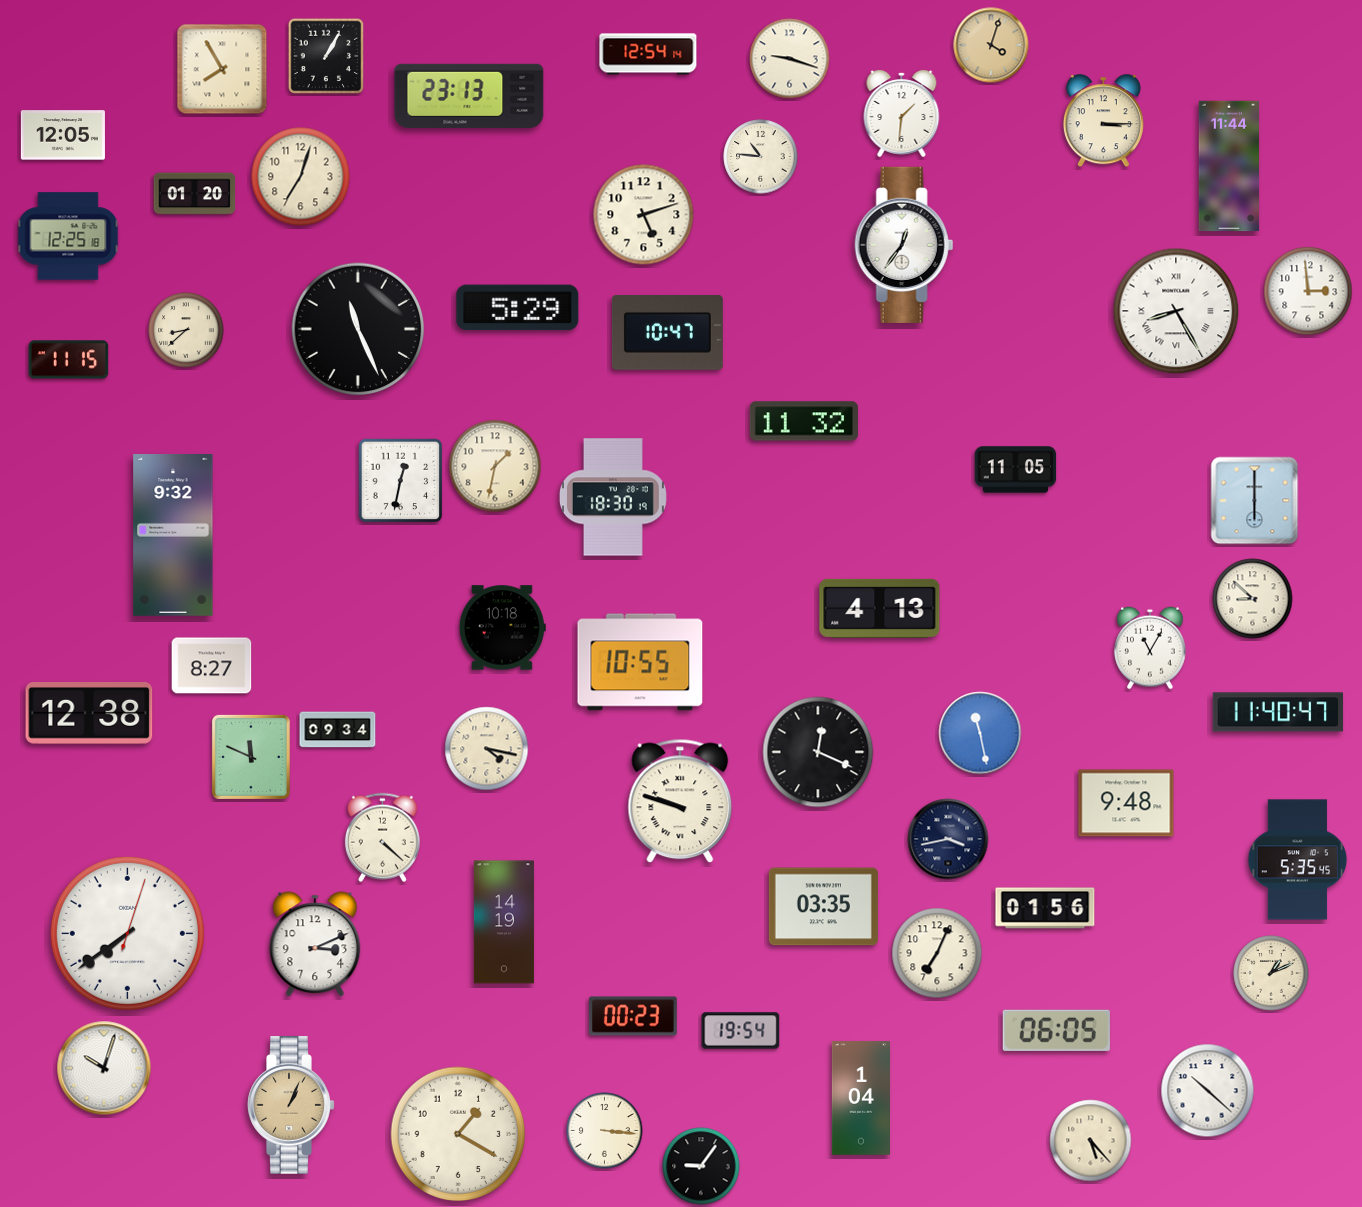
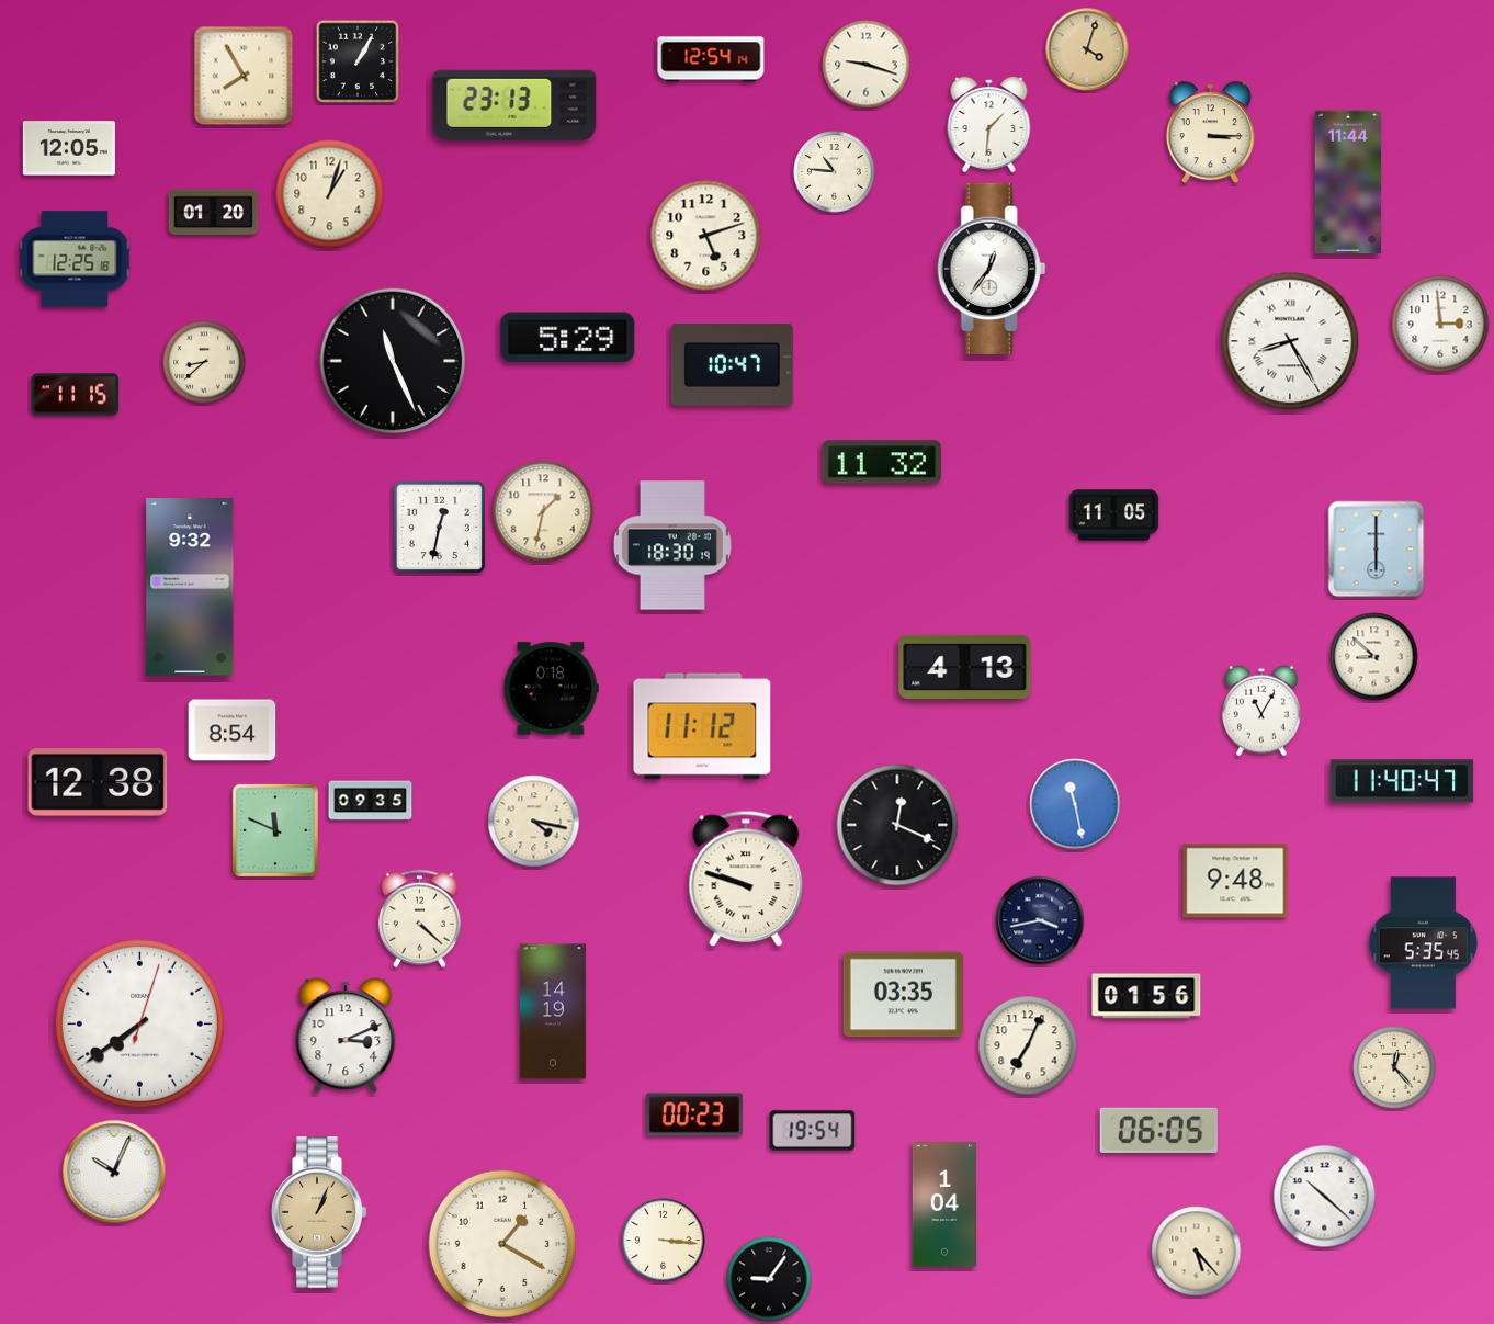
clock at (301, 177): 7:03 -> 1:03
clock at (1308, 291) position: (1308, 291) -> (1440, 324)
clock at (502, 628): 10:18 -> 0:18
clock at (640, 662): 10:55 -> 11:12
clock at (212, 666): 8:27 -> 8:54
clock at (338, 730): 09:34 -> 09:35
clock at (1271, 973): 1:11 -> 12:23
clock at (104, 1068): 10:03 -> 10:04
